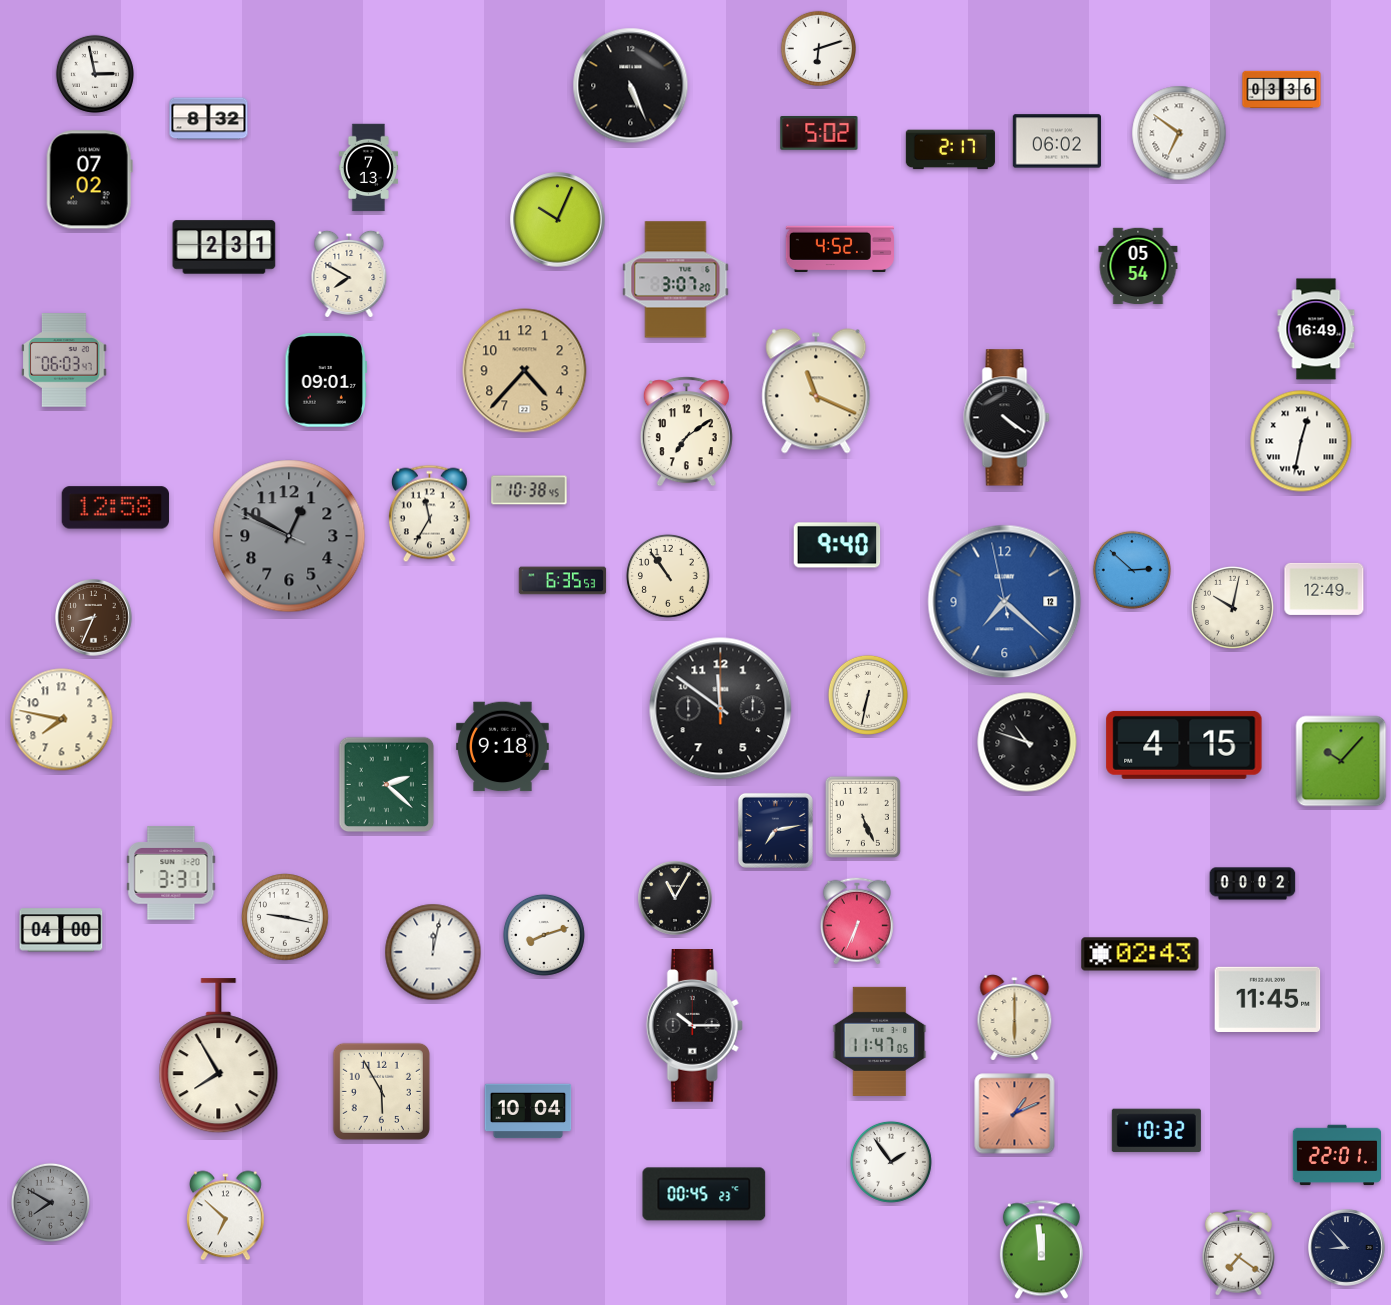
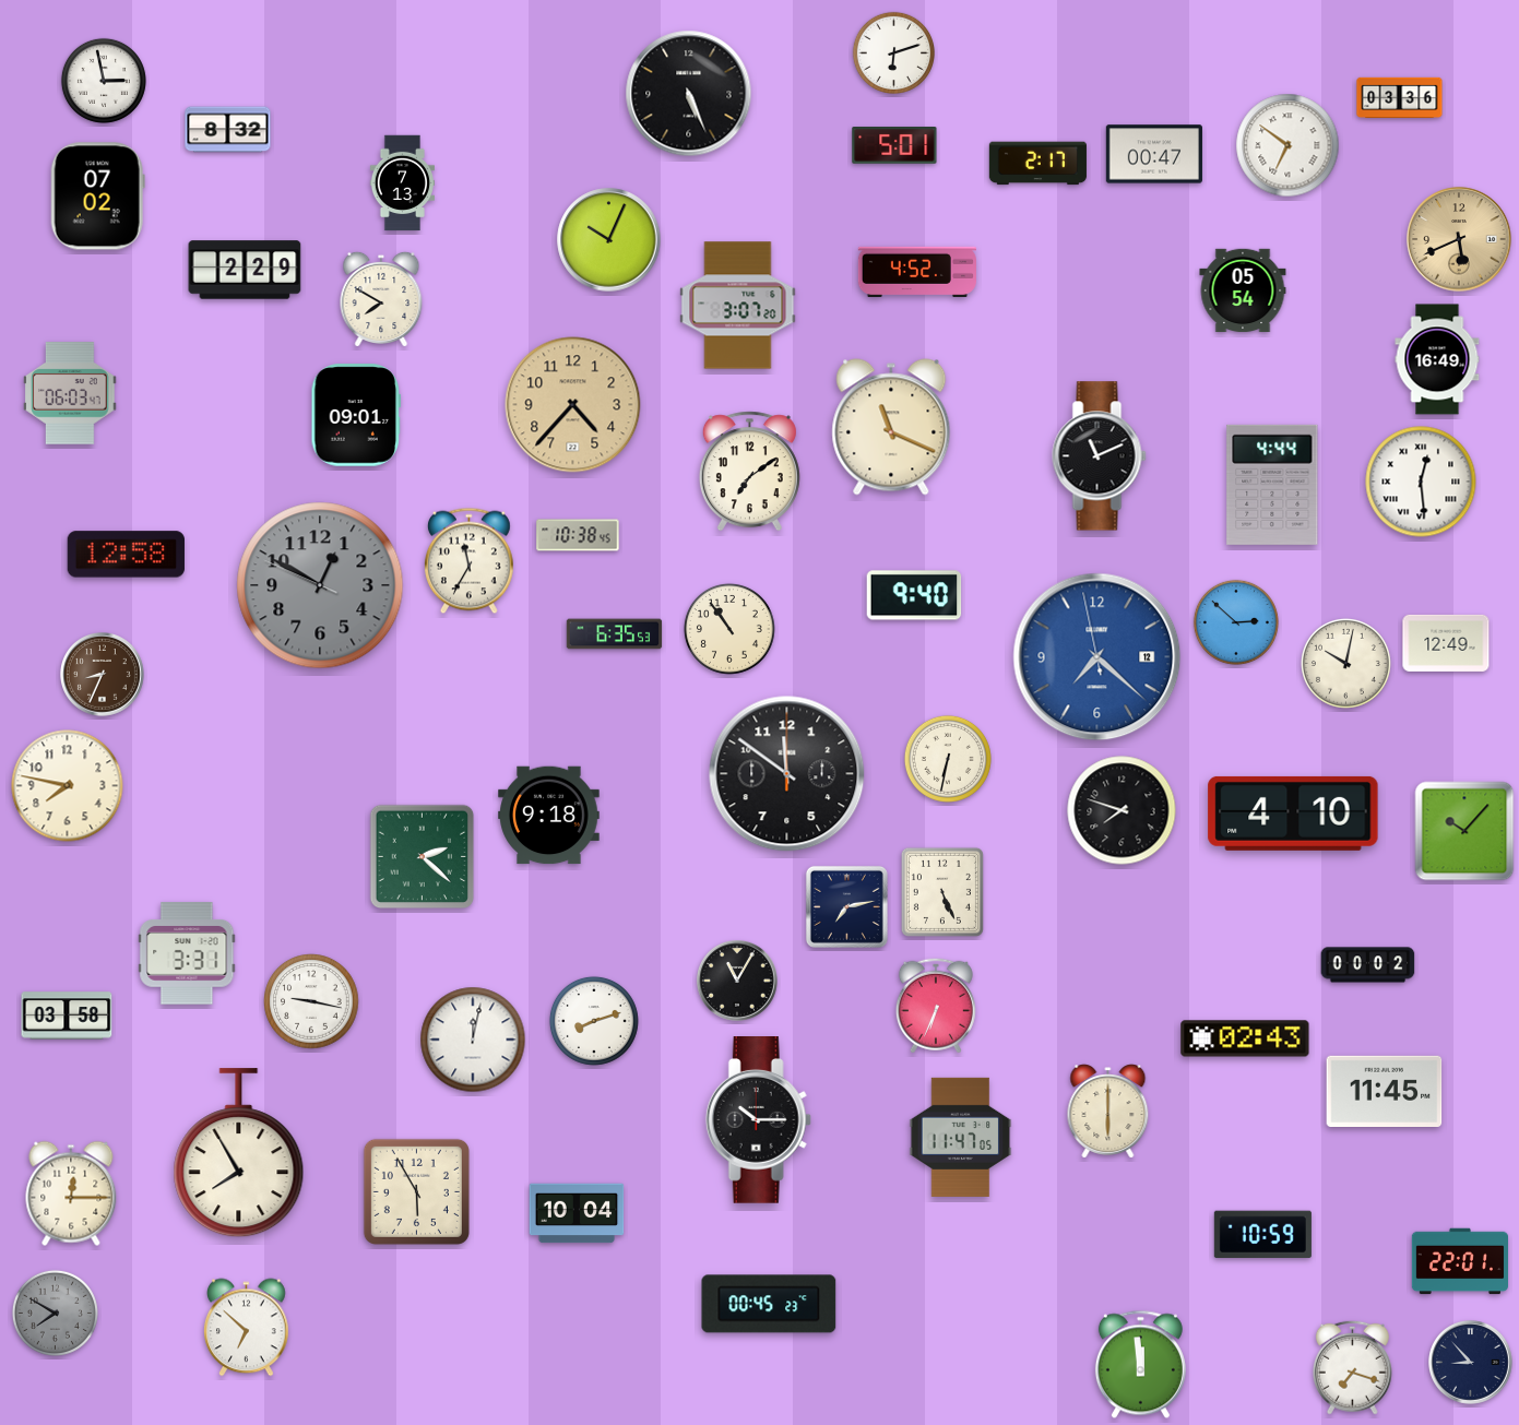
clock at (819, 133): 5:02 -> 5:01
clock at (1057, 141): 06:02 -> 00:47
clock at (1459, 239): none -> 5:41
clock at (224, 247): 2:31 -> 2:29
clock at (1007, 418): 4:21 -> 11:11
clock at (1301, 441): 12:32 -> 12:29
clock at (1272, 485): none -> 4:44
clock at (289, 536) position: (289, 536) -> (320, 585)
clock at (1027, 742): 10:48 -> 7:48
clock at (1184, 745): 4:15 -> 4:10
clock at (61, 930): 04:00 -> 03:58
clock at (1140, 954) position: (1140, 954) -> (1245, 1038)
clock at (71, 1194): none -> 12:15
clock at (1015, 1114): 1:11 -> none
clock at (1156, 1131): 10:32 -> 10:59
clock at (891, 1162): 1:54 -> none
clock at (1041, 1250) position: (1041, 1250) -> (1140, 1365)
clock at (1238, 1252): 7:21 -> 7:18
